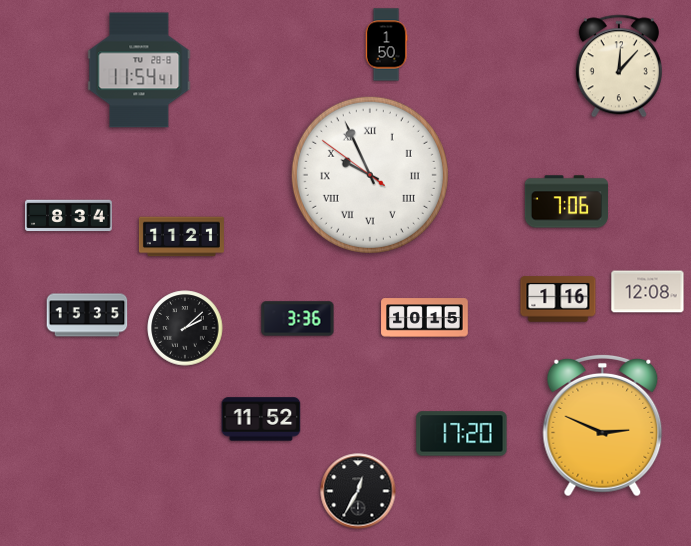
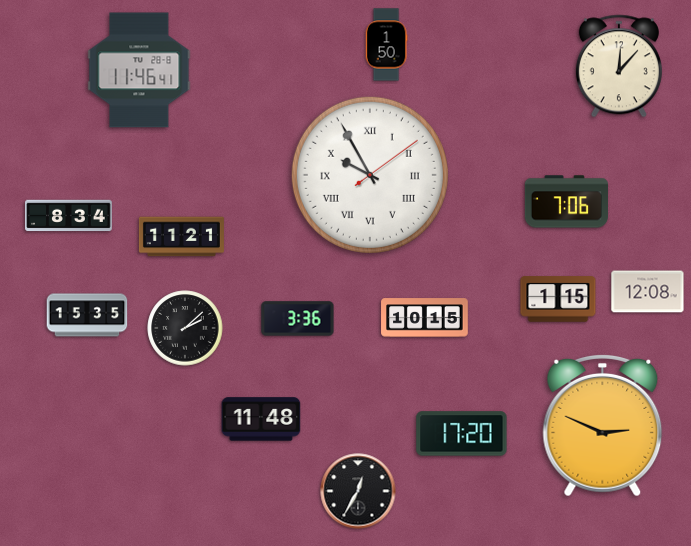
clock at (139, 70): 11:54 -> 11:46
clock at (370, 175): 9:55:51 -> 9:55:09
clock at (558, 299): 1:16 -> 1:15
clock at (261, 419): 11:52 -> 11:48
